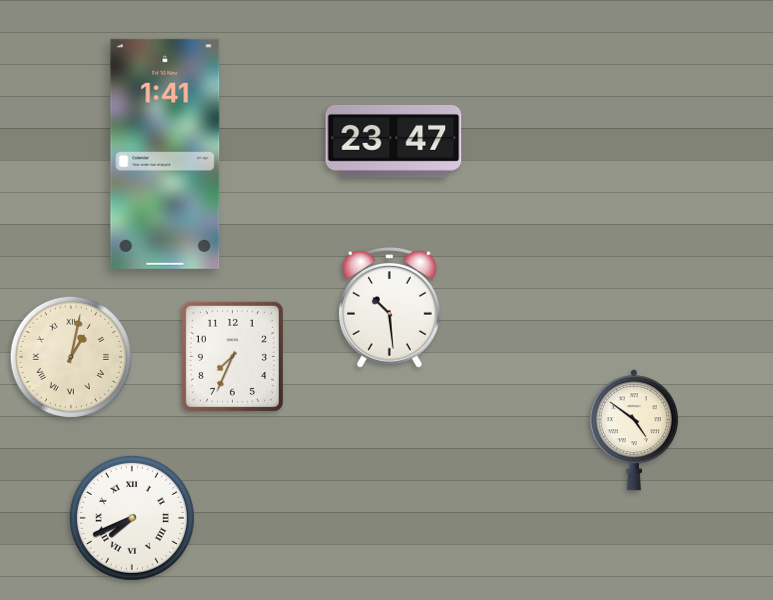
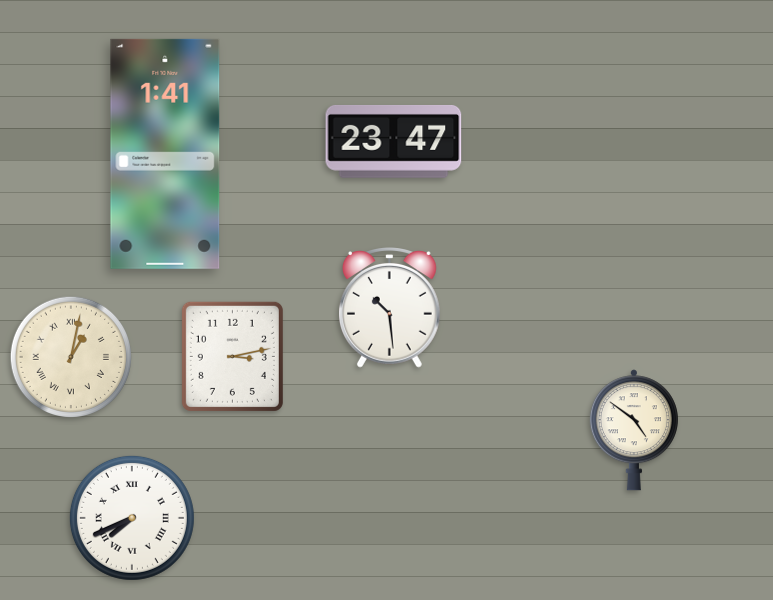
clock at (232, 356): 7:34 -> 3:13
